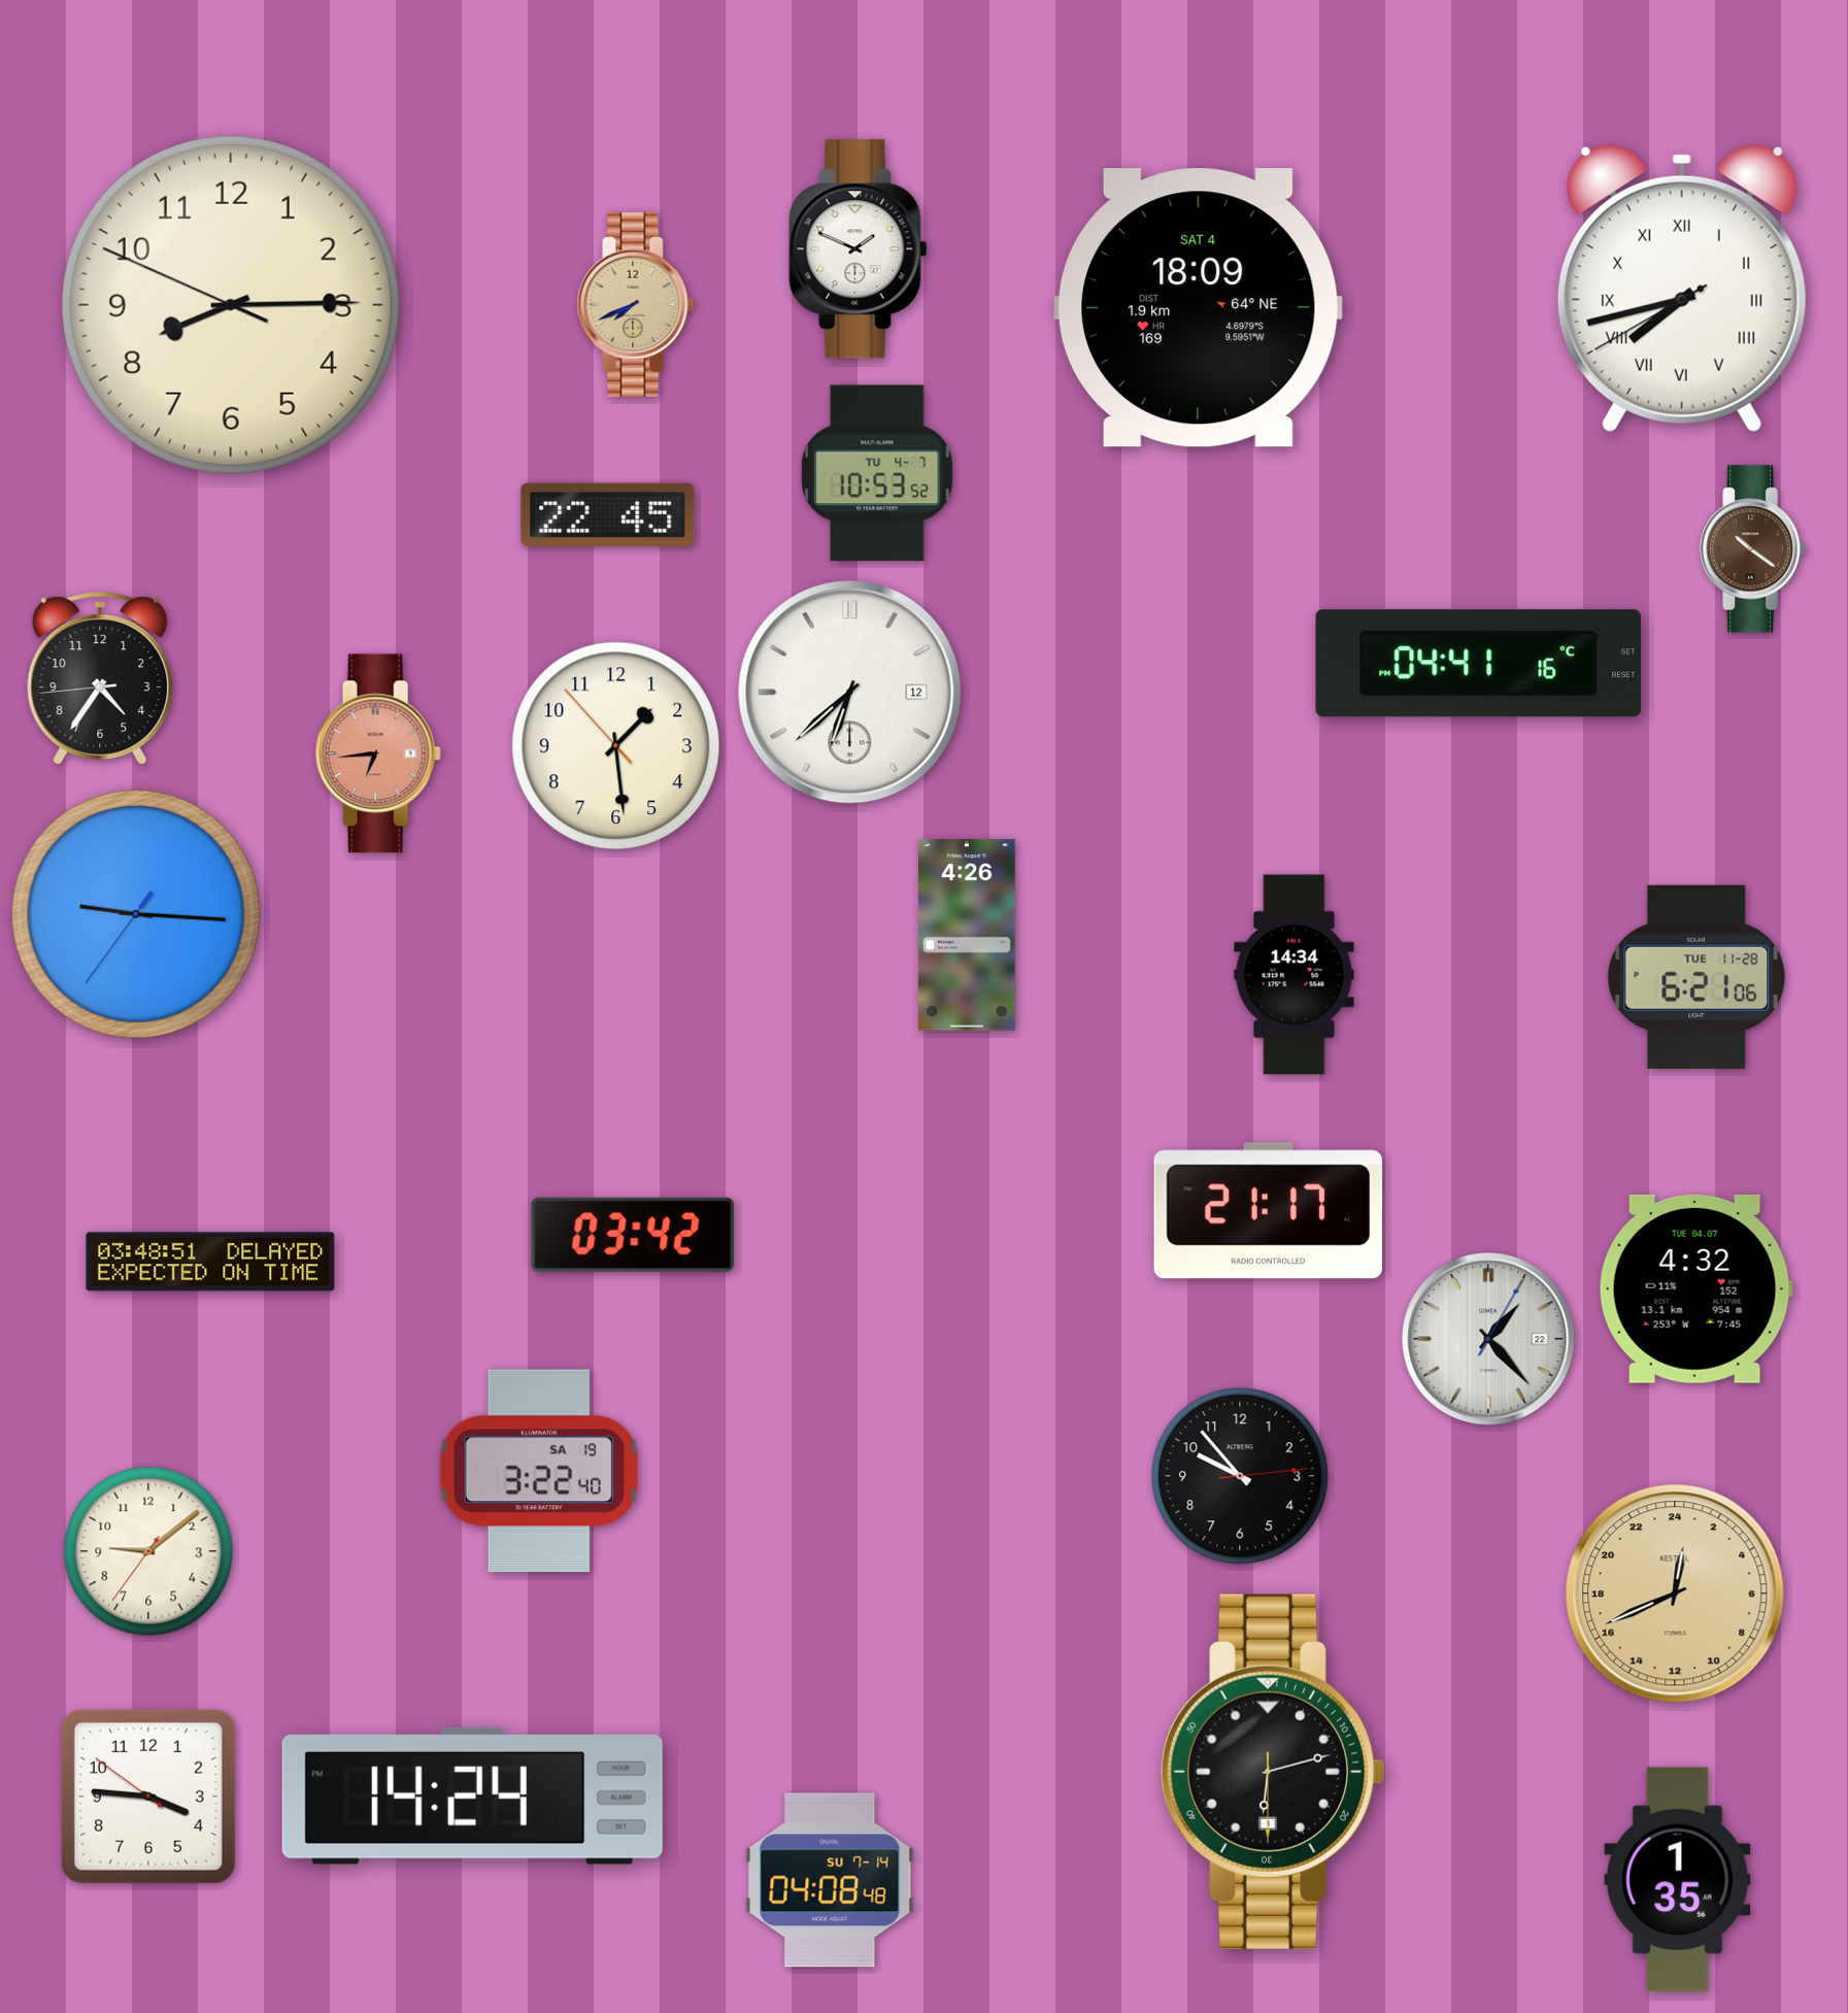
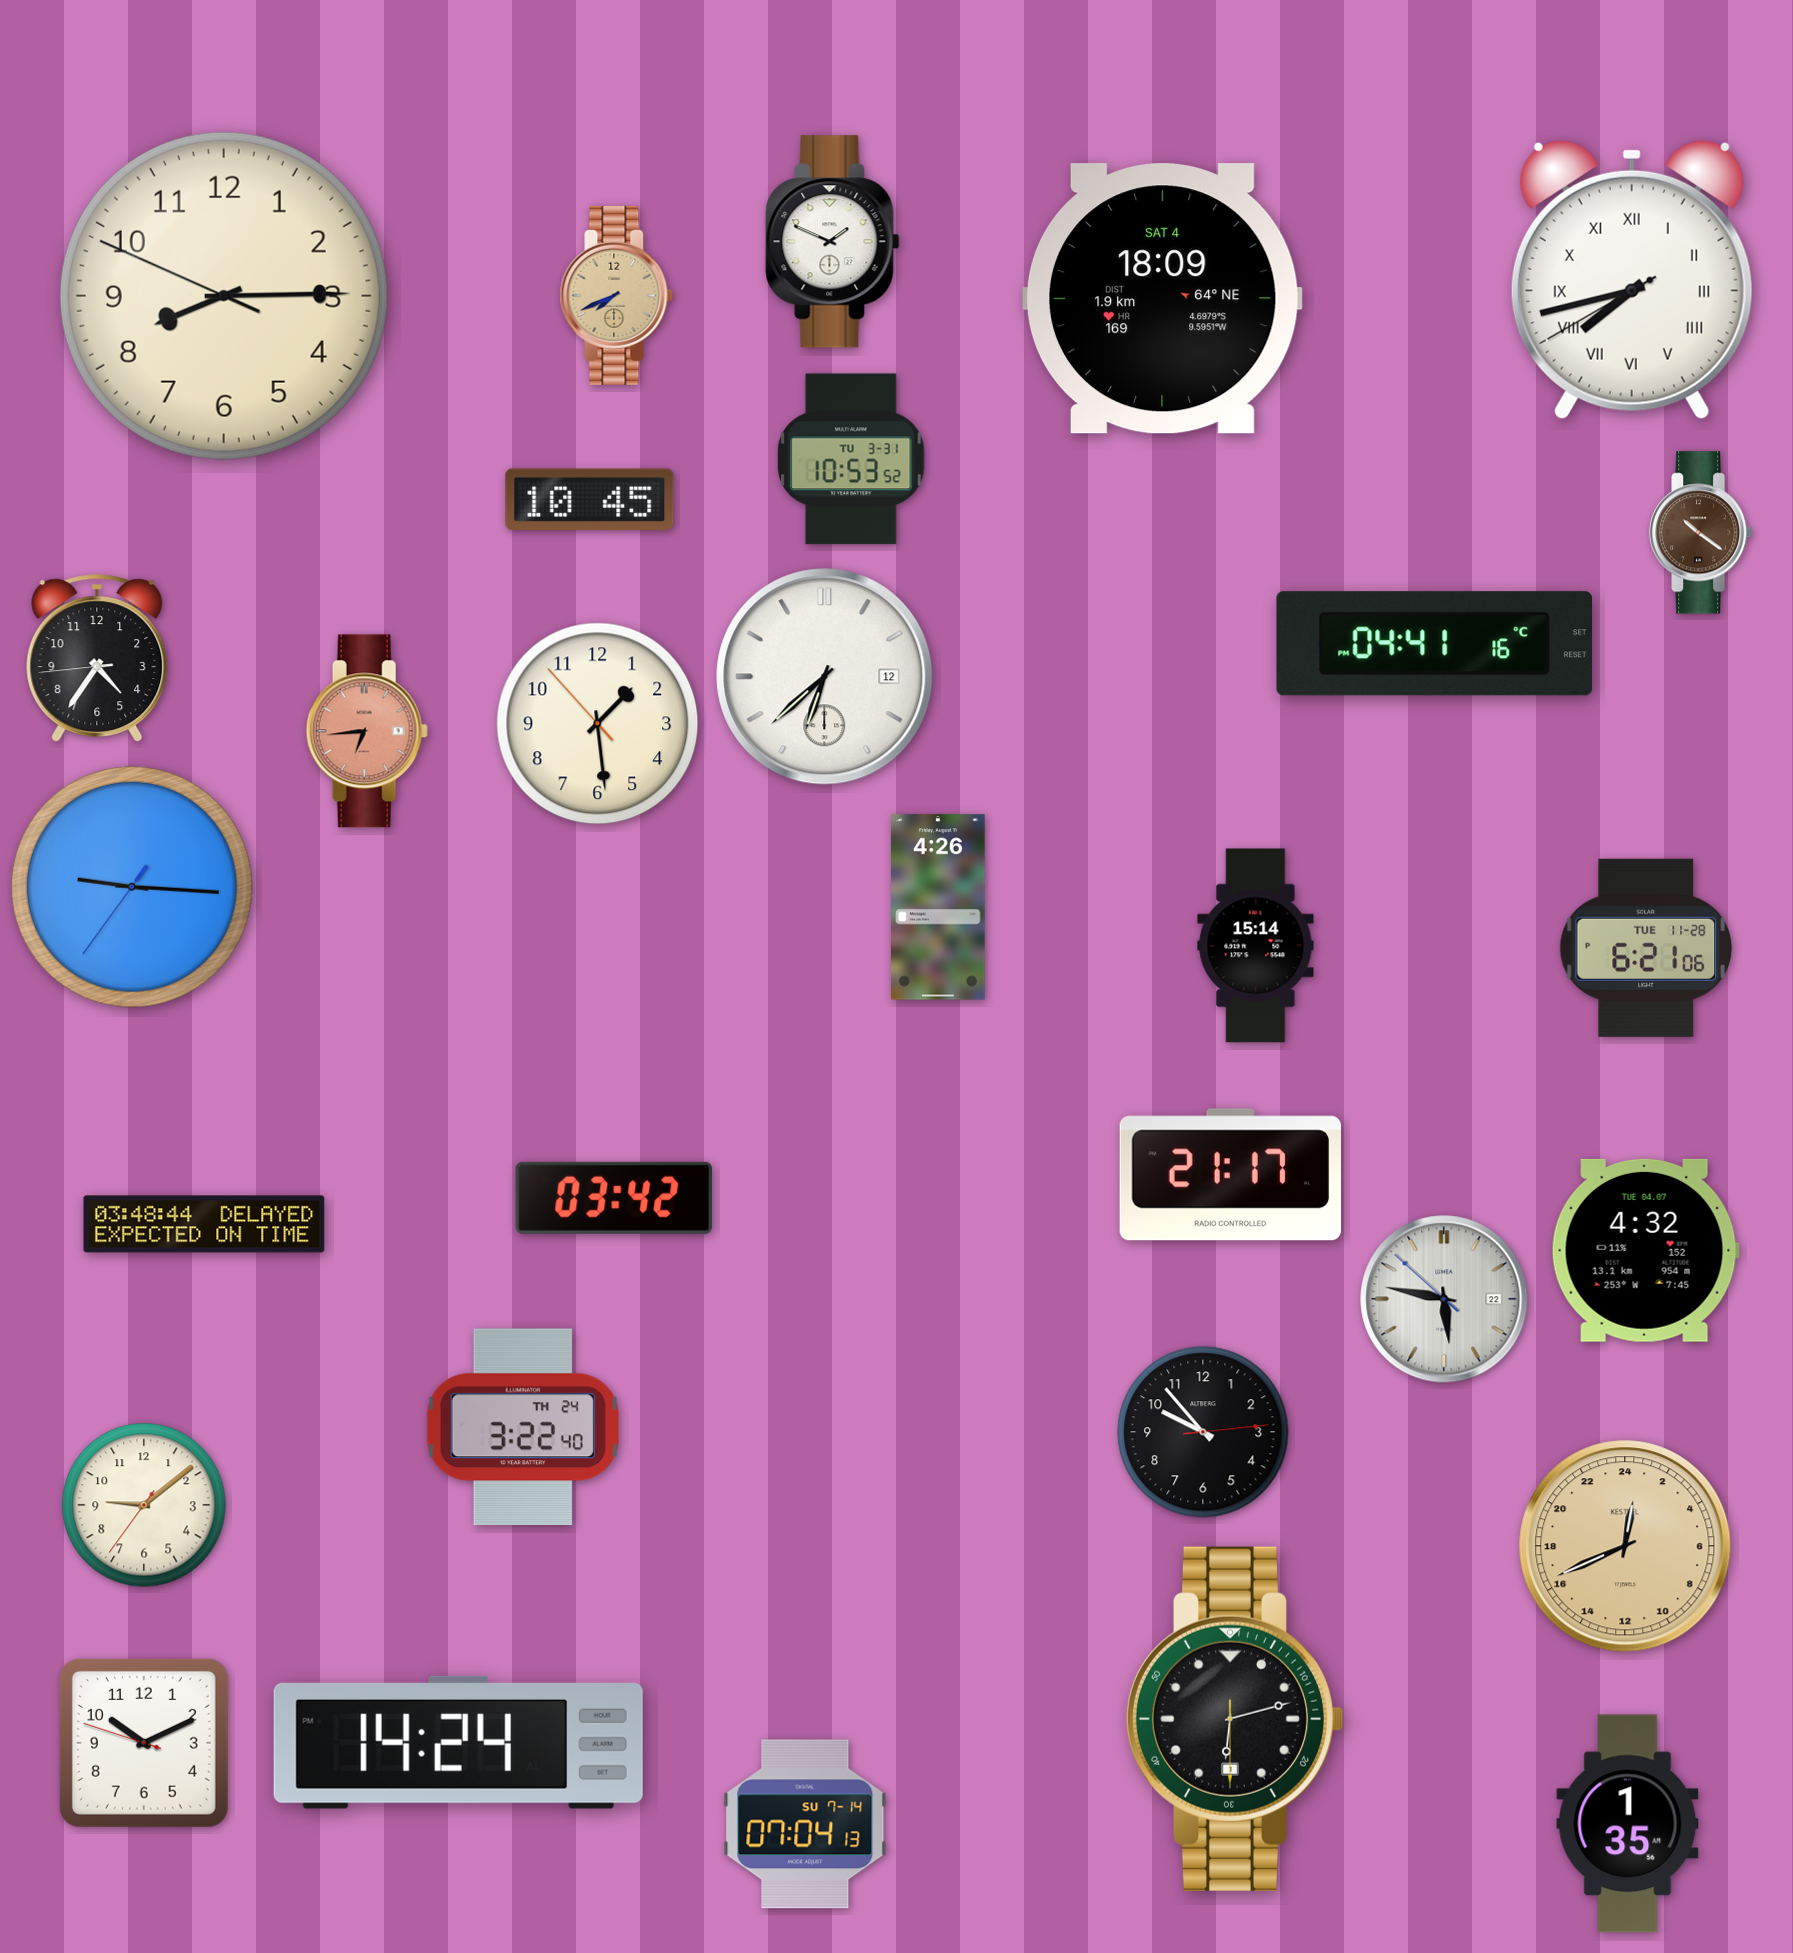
clock at (877, 473) date: TU 4-7 -> TU 3-31
clock at (608, 515): 22:45 -> 10:45
clock at (850, 693) position: (850, 693) -> (825, 677)
clock at (1295, 975): 14:34 -> 15:14
clock at (210, 1262): 03:48:51 -> 03:48:44
clock at (1488, 1339): 1:23 -> 5:46
clock at (539, 1471) date: SA 19 -> TH 24
clock at (148, 1797): 3:45 -> 10:10
clock at (830, 1880): 04:08 -> 07:04
